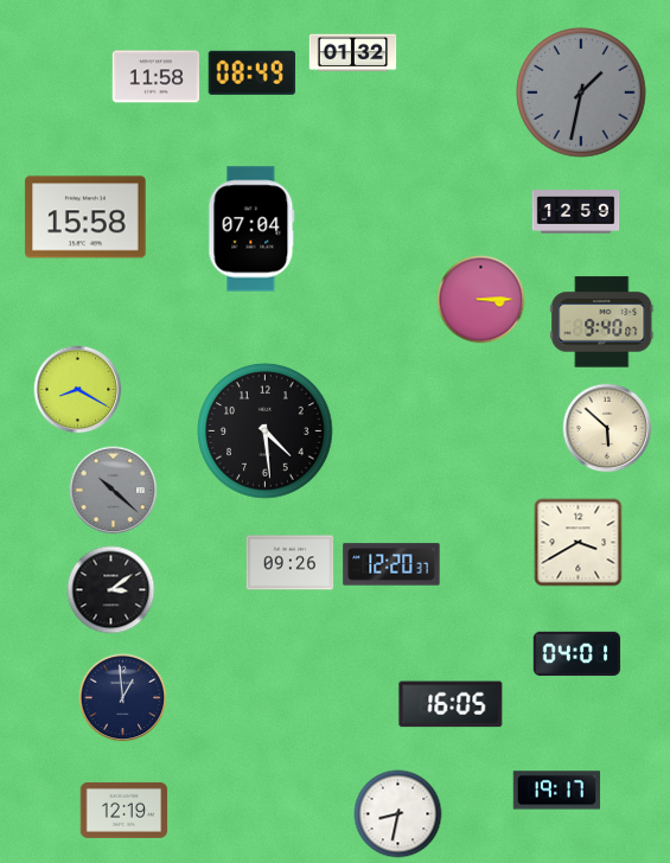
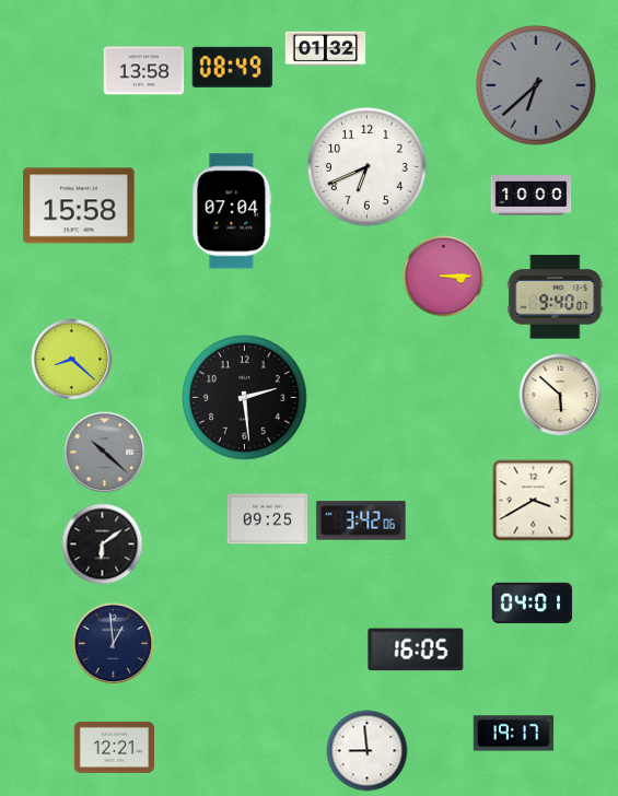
clock at (157, 77): 11:58 -> 13:58
clock at (582, 94): 1:32 -> 6:38
clock at (368, 167): none -> 6:41
clock at (576, 212): 12:59 -> 10:00
clock at (85, 217) position: (85, 217) -> (79, 206)
clock at (78, 390): 8:20 -> 8:22
clock at (266, 431): 4:29 -> 2:29
clock at (291, 563): 09:26 -> 09:25
clock at (391, 564): 12:20 -> 3:42
clock at (111, 590): 3:09 -> 6:09
clock at (557, 791) position: (557, 791) -> (514, 734)
clock at (125, 810): 12:19 -> 12:21
clock at (398, 814): 8:32 -> 8:59
